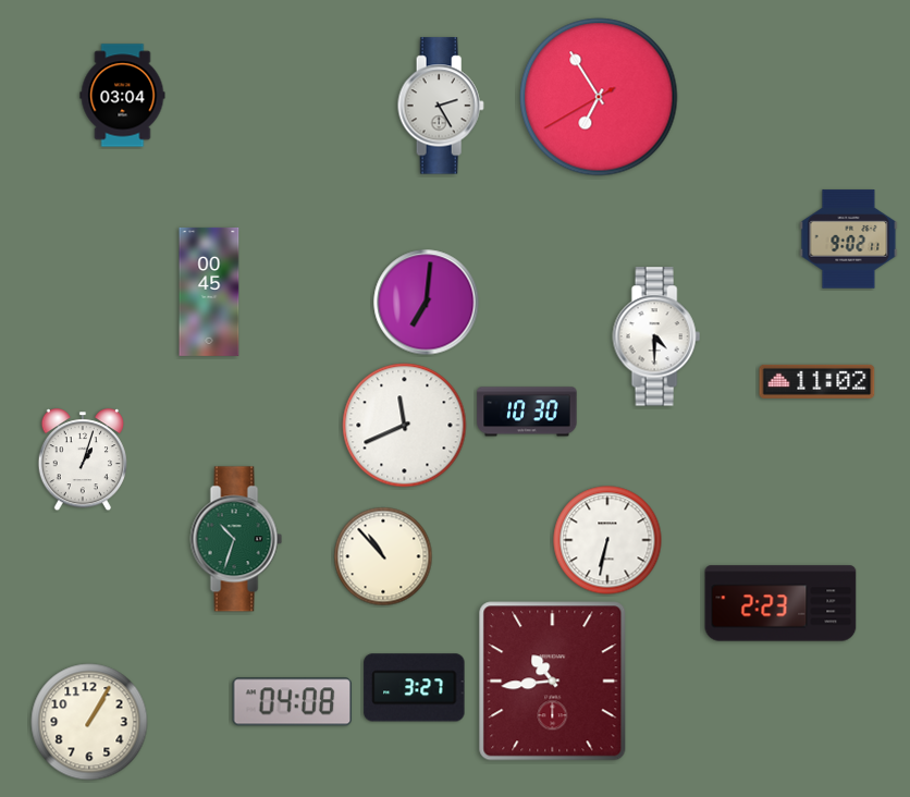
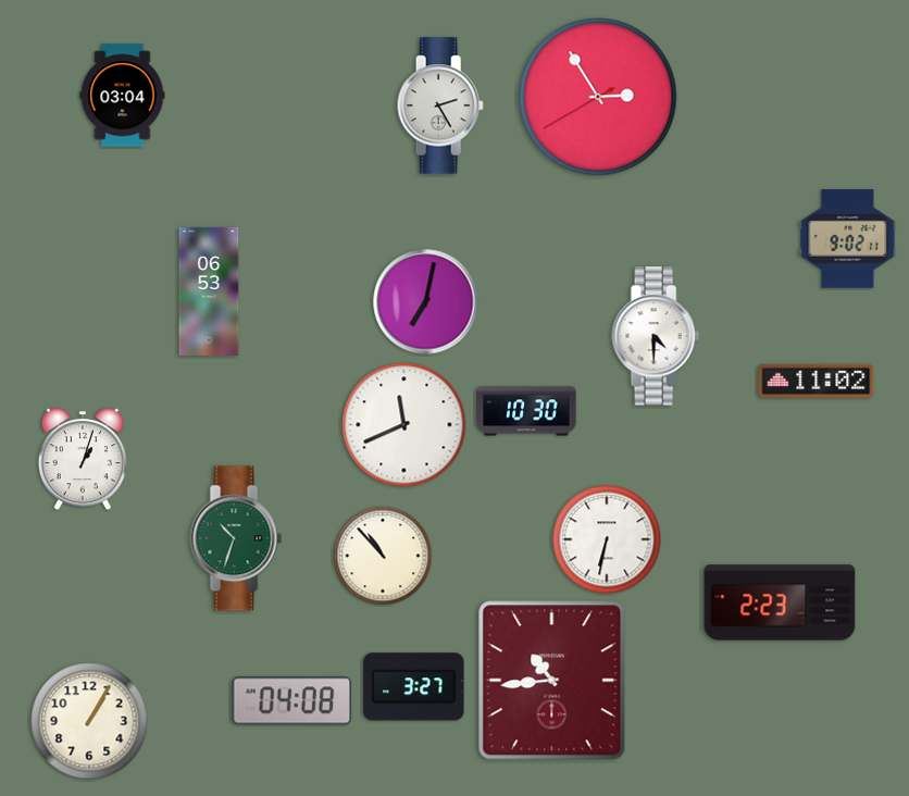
clock at (599, 97): 6:54 -> 2:54
clock at (209, 292): 00:45 -> 06:53
clock at (427, 303): 7:01 -> 7:02
